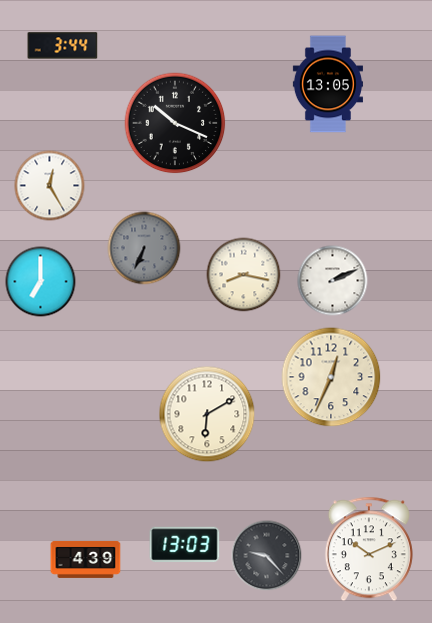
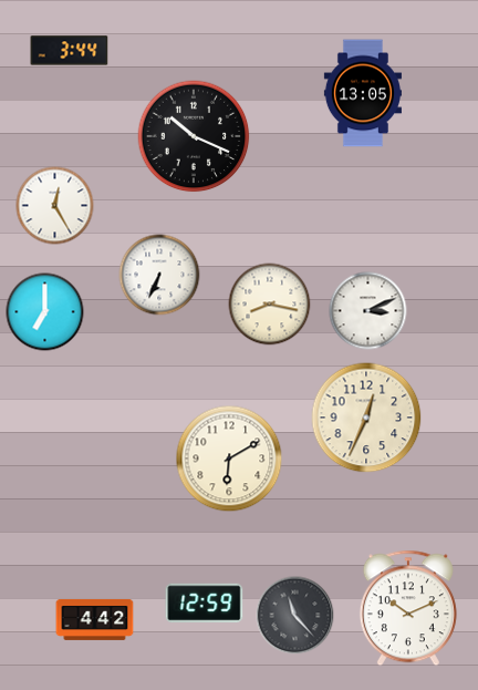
clock at (144, 248) dial: grey -> white
clock at (333, 281): 2:11 -> 3:11
clock at (185, 545): 13:03 -> 12:59
clock at (267, 556): 9:23 -> 11:23
clock at (86, 559): 4:39 -> 4:42
